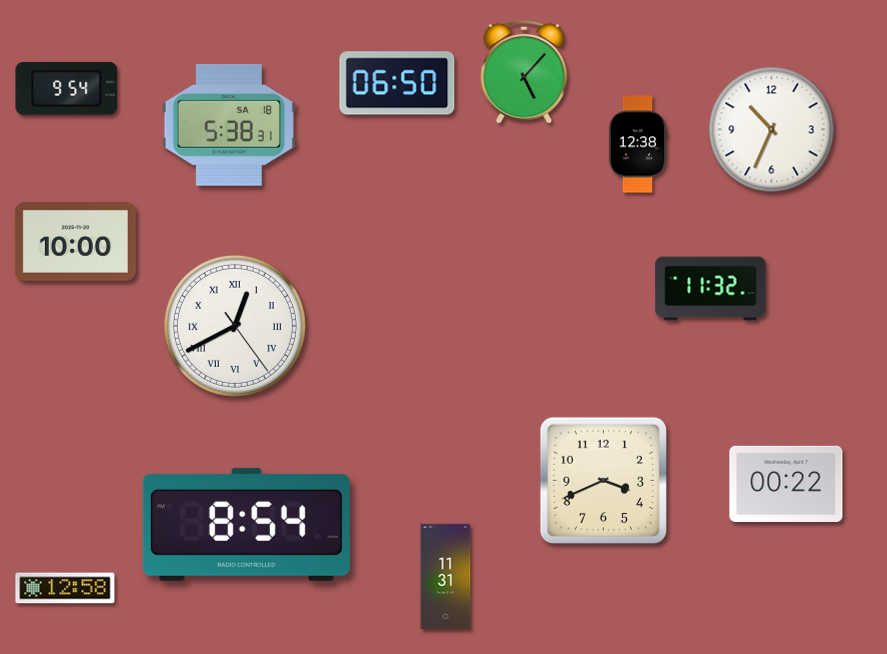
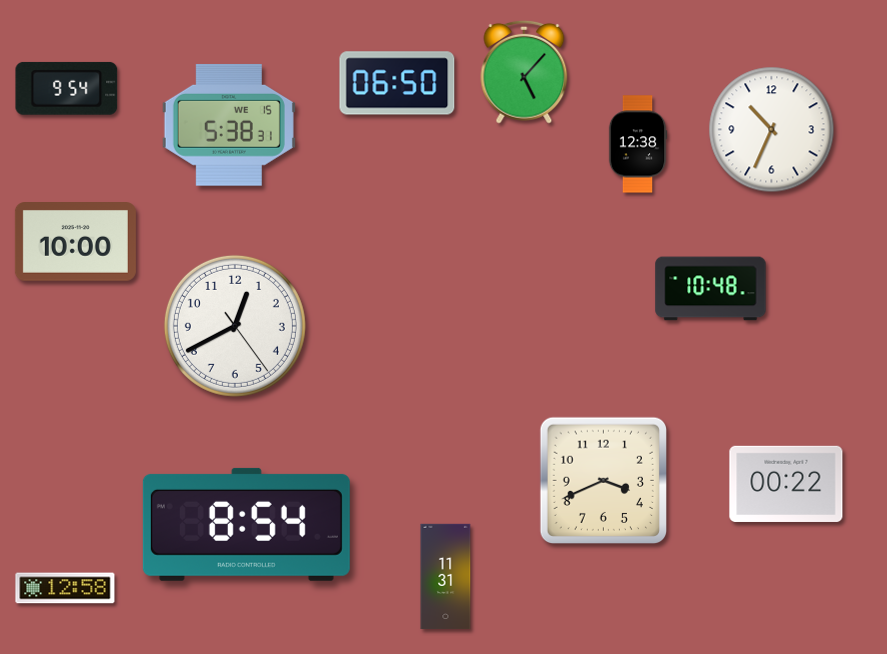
clock at (229, 125) date: SA 18 -> WE 15
clock at (711, 289): 11:32 -> 10:48
clock at (235, 326) numerals: Roman -> Arabic
